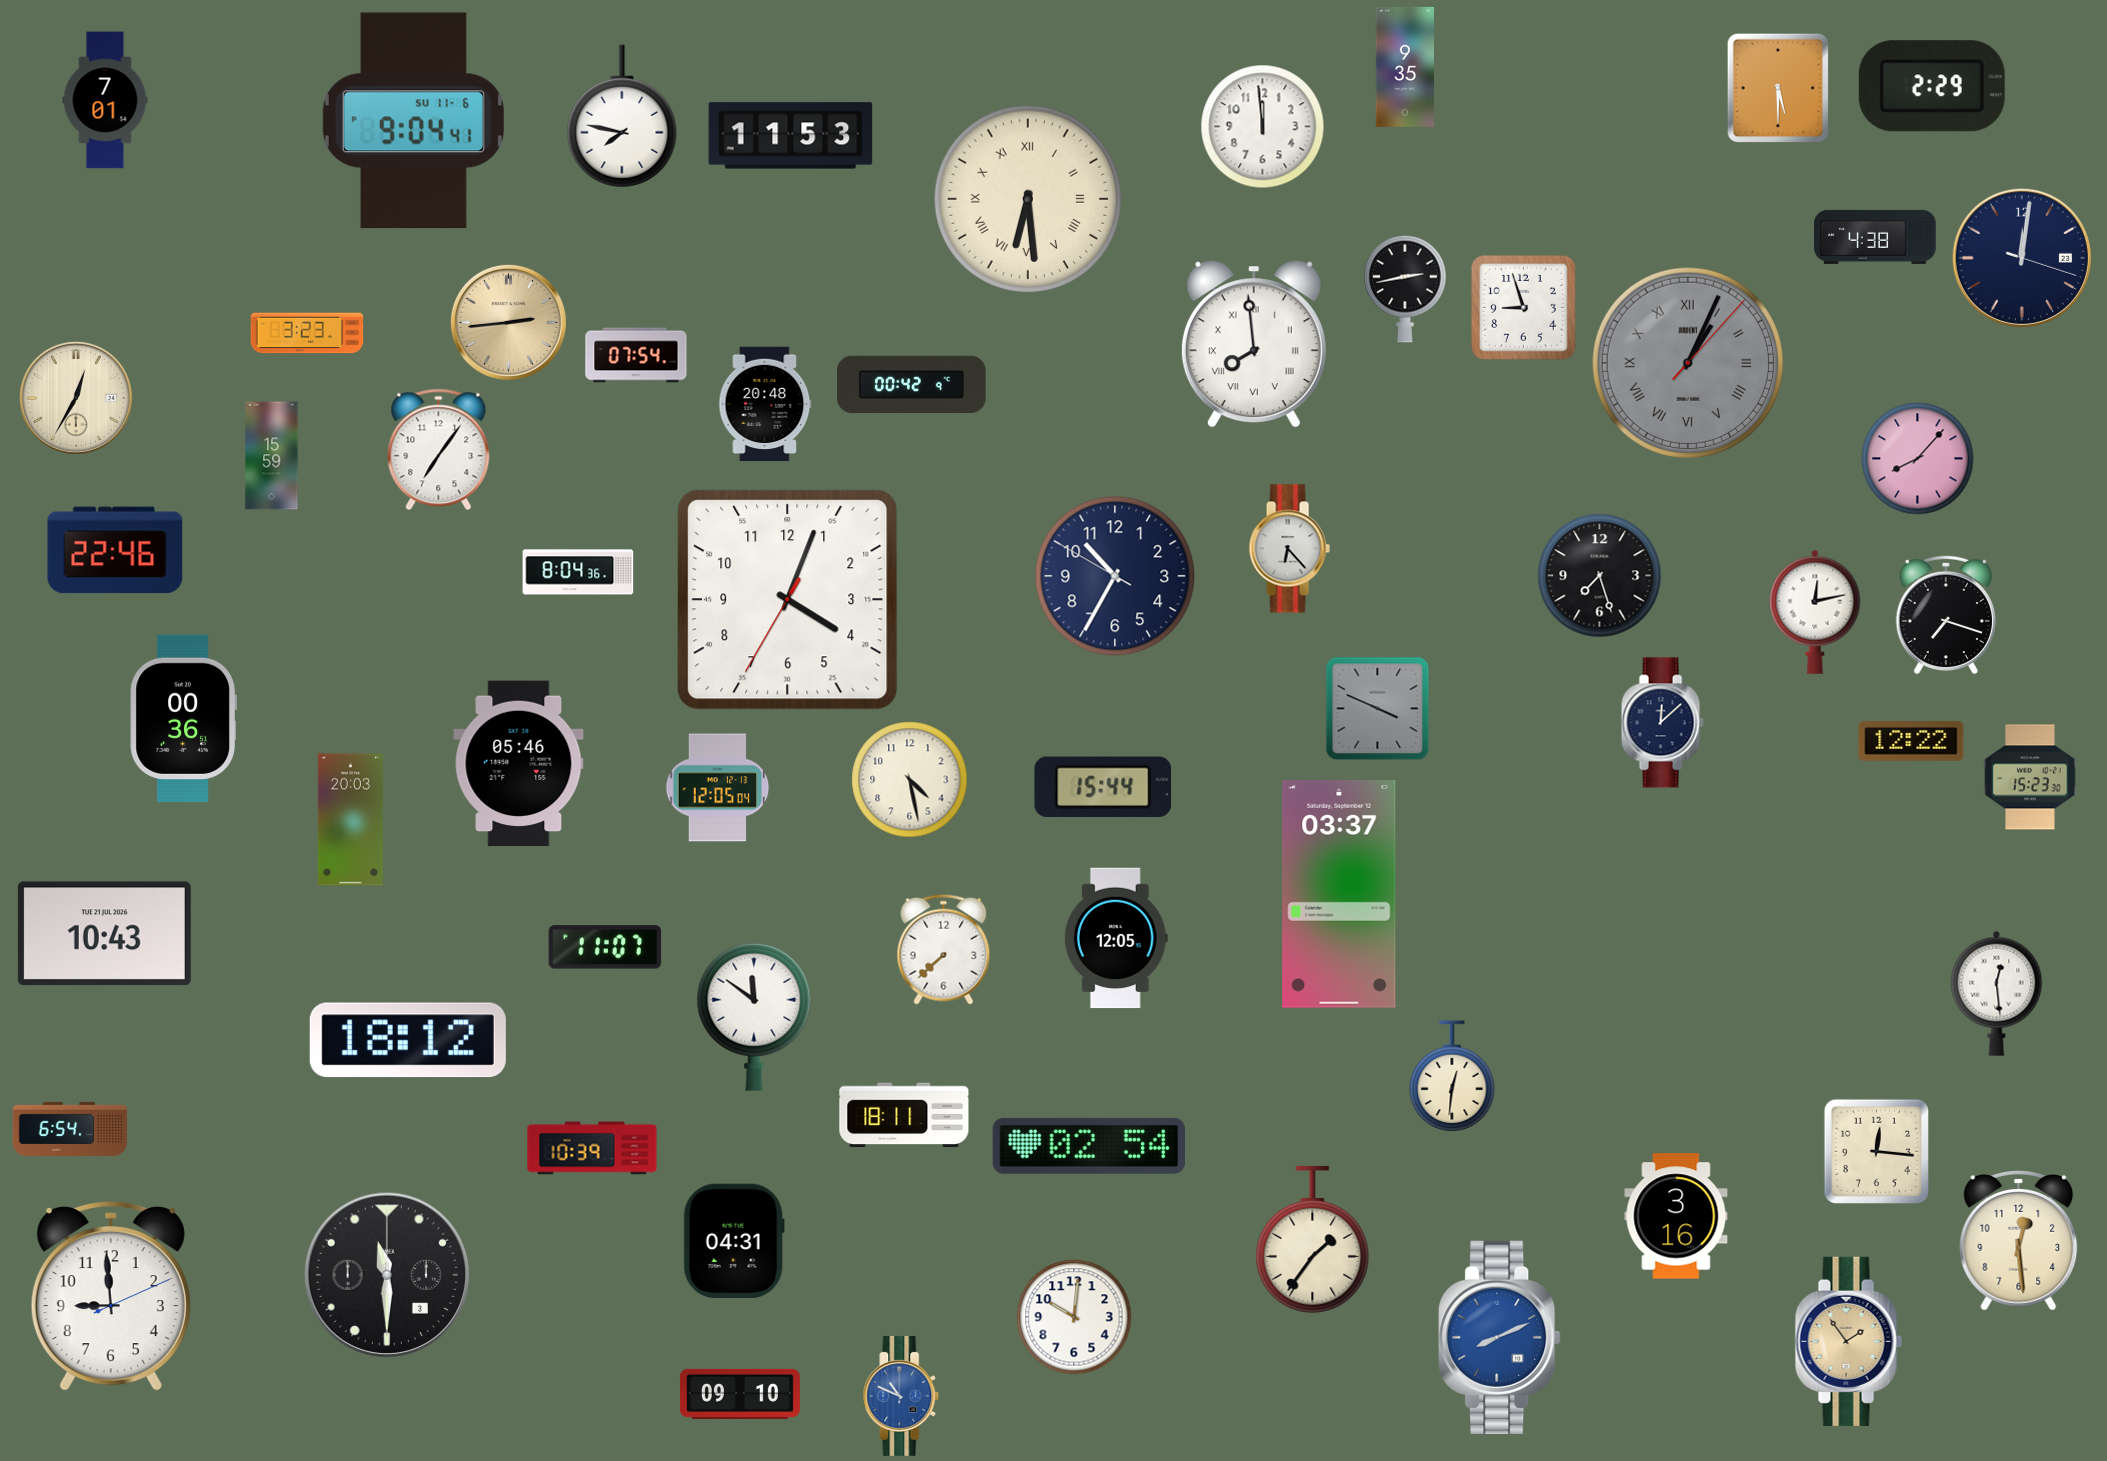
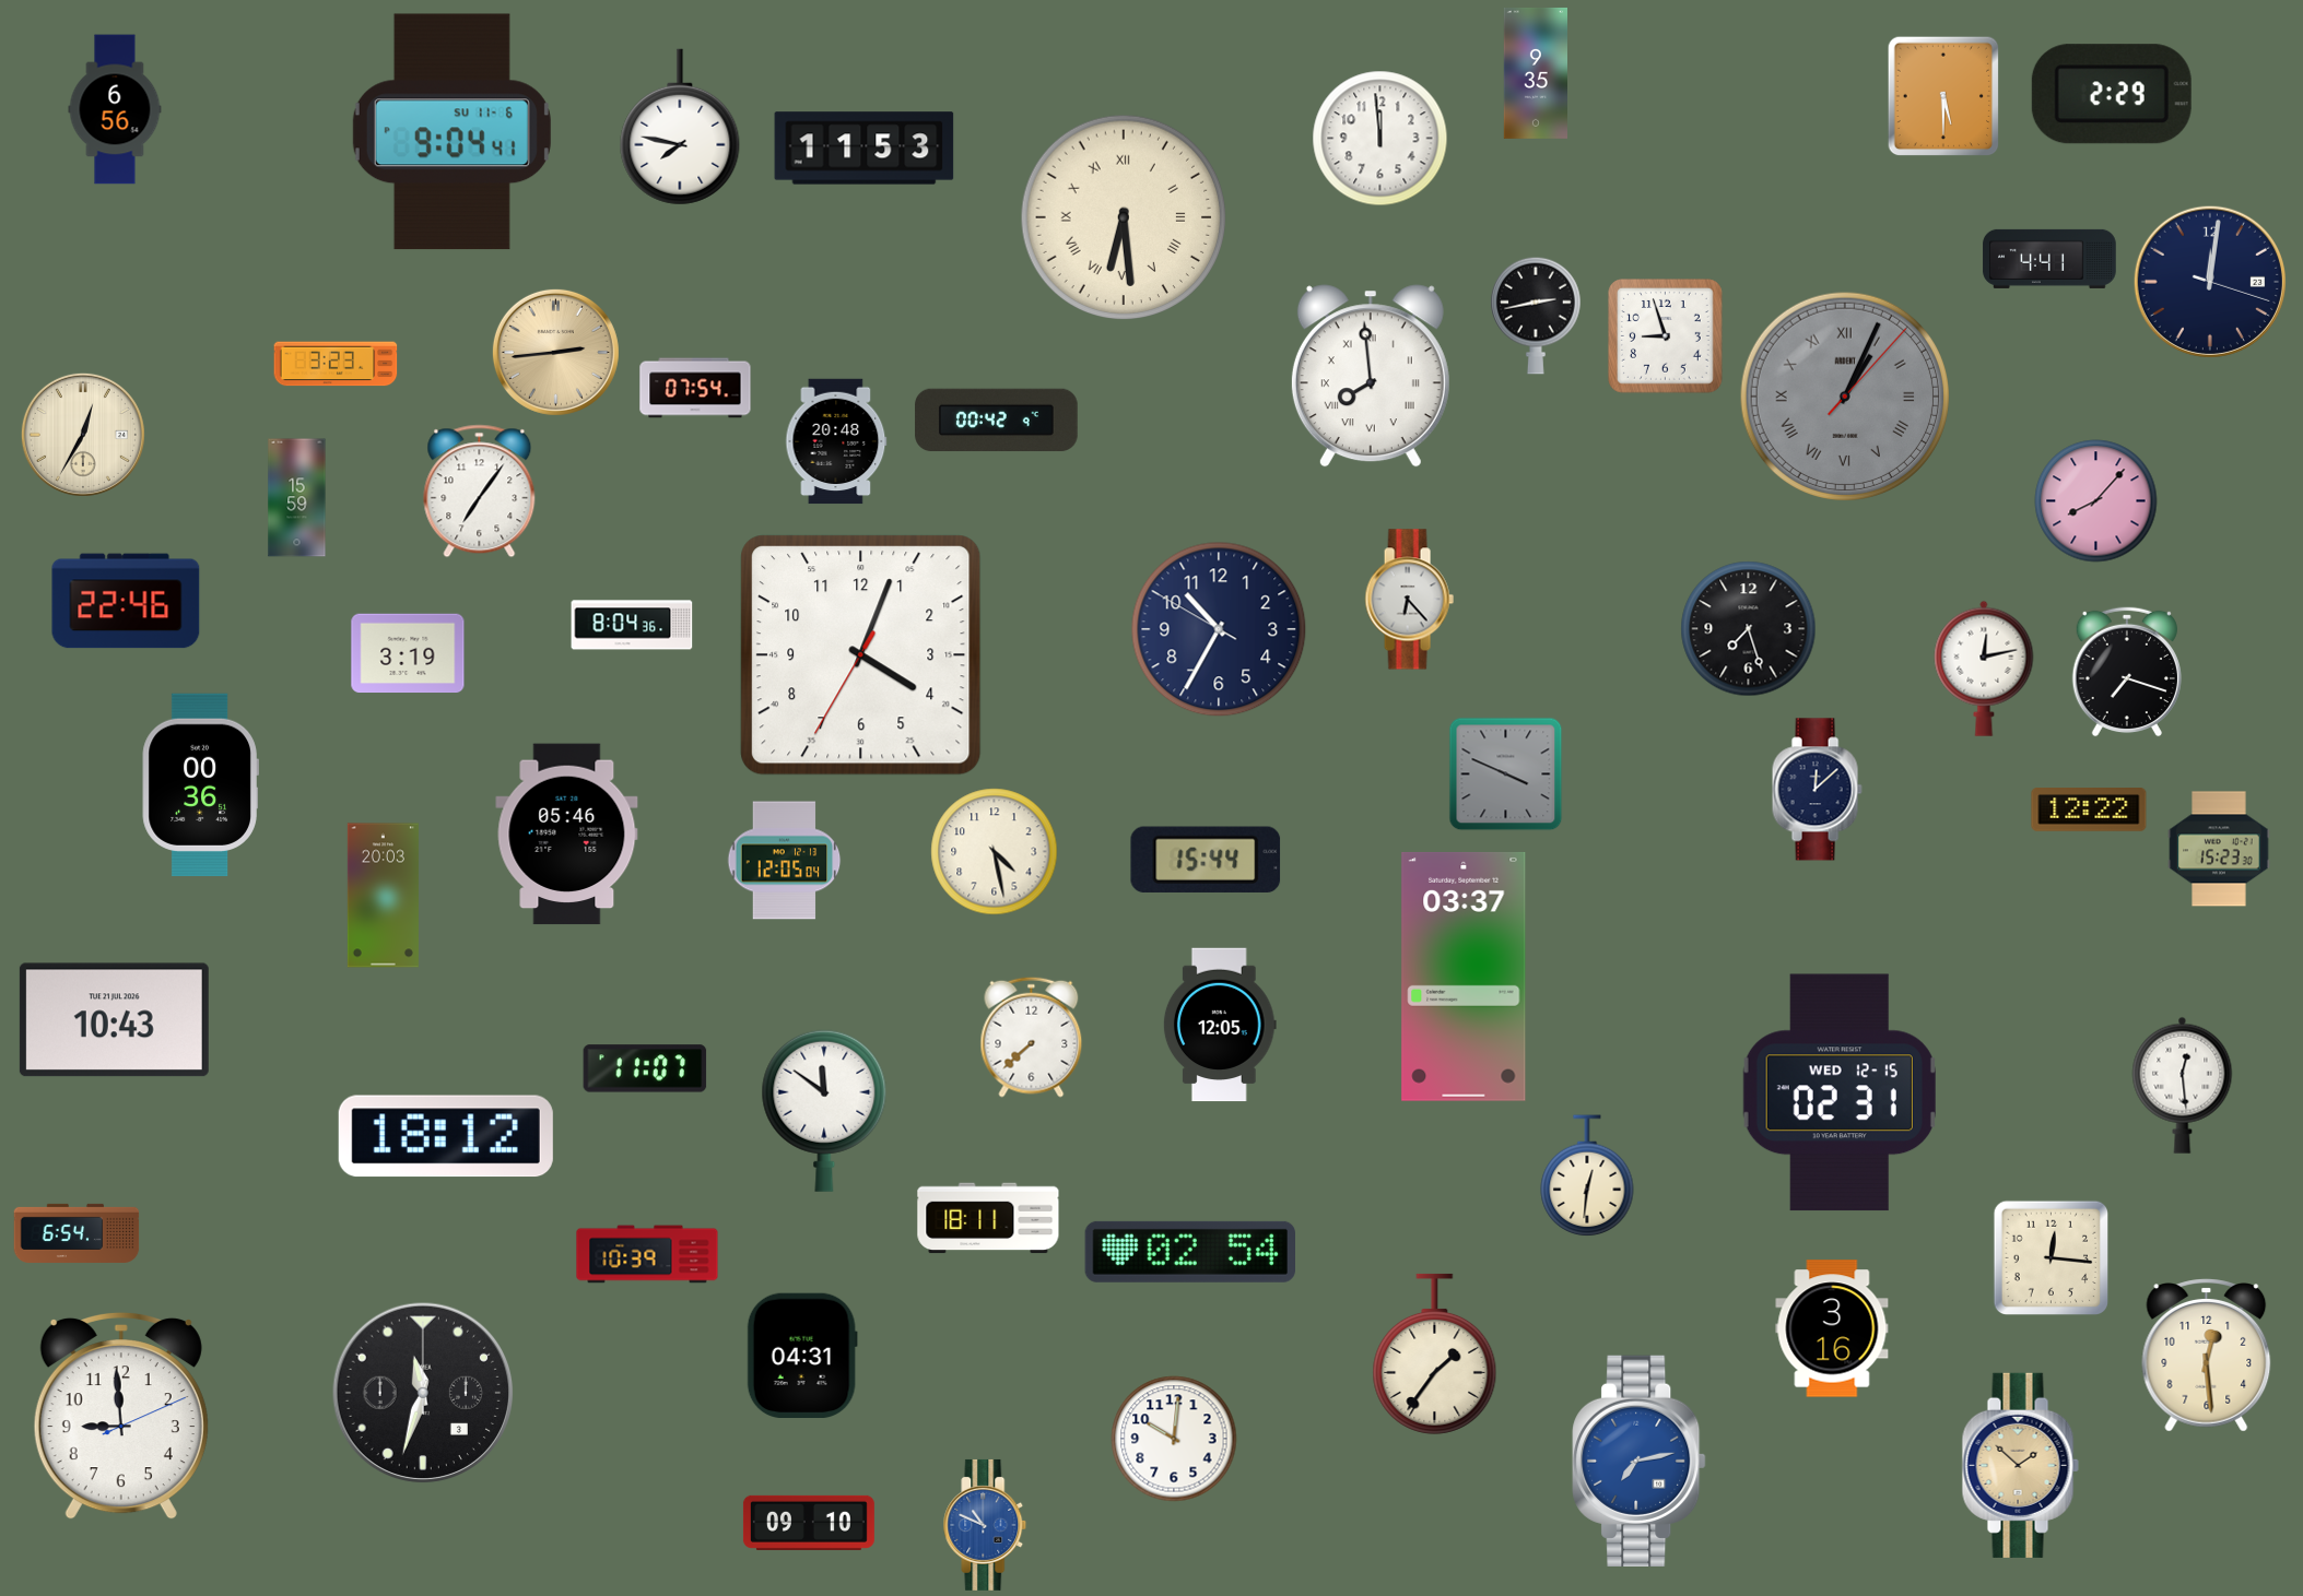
clock at (105, 100): 7:01 -> 6:56
clock at (1875, 237): 4:38 -> 4:41
clock at (408, 653): none -> 3:19
clock at (605, 947) position: (605, 947) -> (645, 1068)
clock at (1840, 1092): none -> 02:31
clock at (387, 1275): 11:30 -> 11:33
clock at (1500, 1337): 8:11 -> 7:13
clock at (1848, 1341): 1:54 -> 1:52
